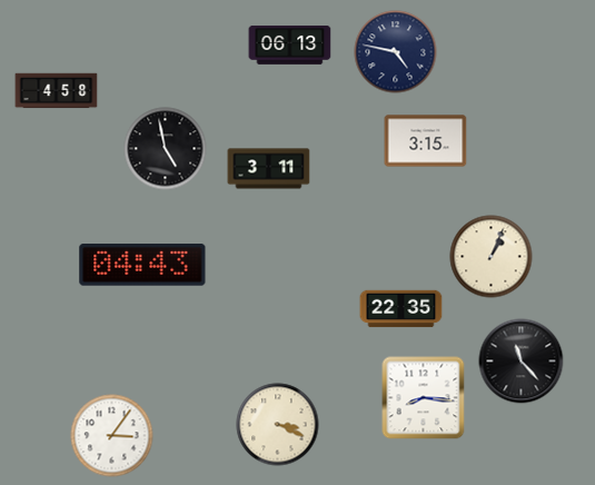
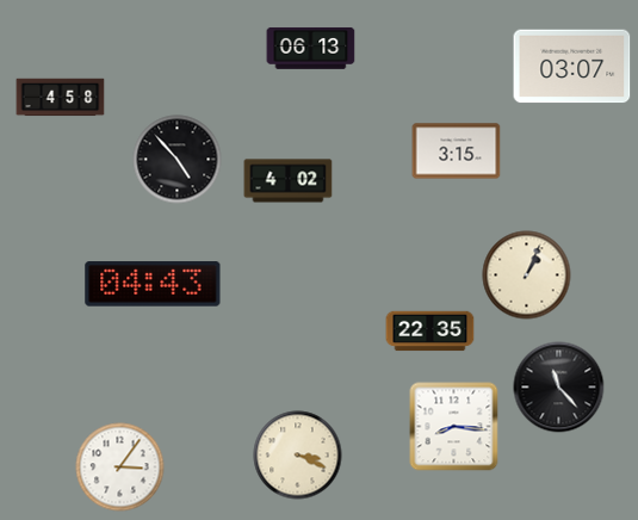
clock at (396, 52): 4:47 -> none
clock at (572, 67): none -> 03:07
clock at (166, 149): 4:58 -> 4:53
clock at (269, 169): 3:11 -> 4:02
